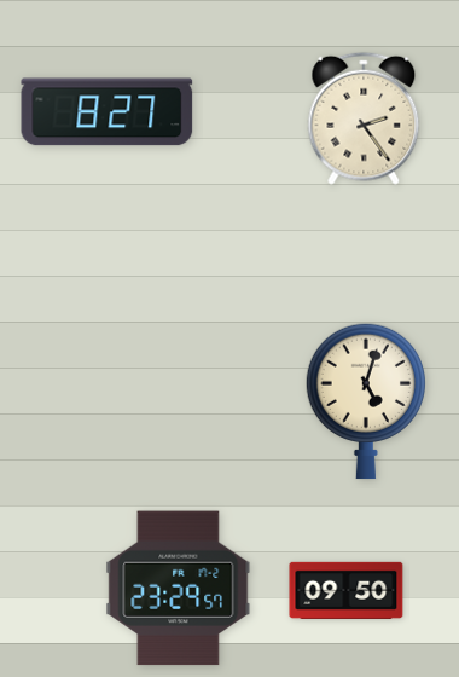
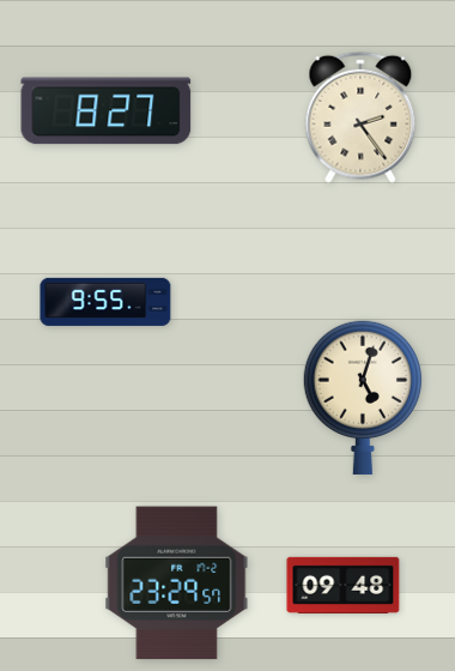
clock at (105, 302): none -> 9:55
clock at (347, 590): 09:50 -> 09:48
